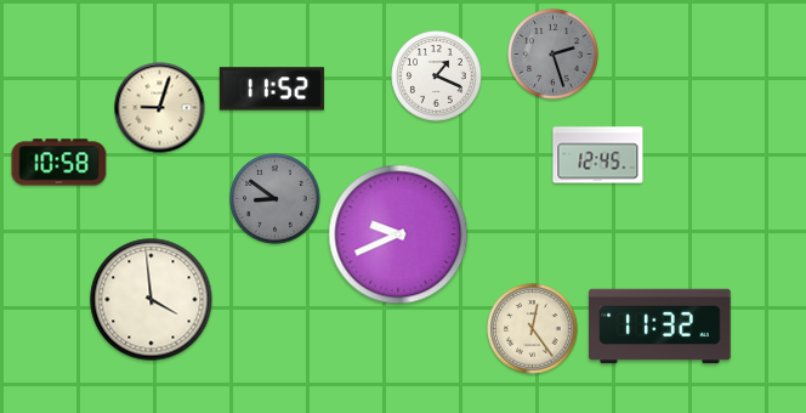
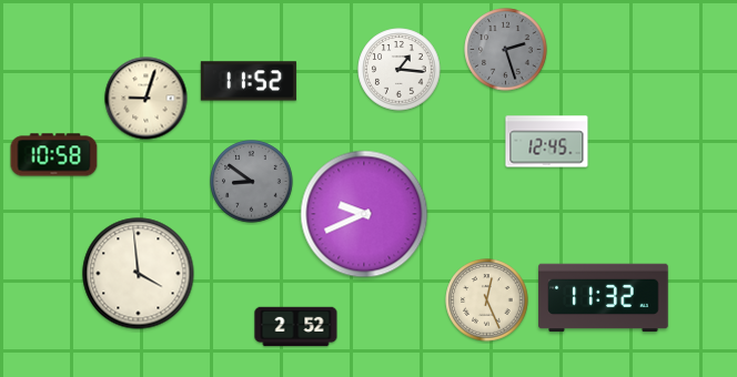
clock at (437, 77): 1:19 -> 1:16
clock at (59, 163) position: (59, 163) -> (54, 155)
clock at (533, 329): 12:24 -> 12:26
clock at (296, 327): none -> 2:52
